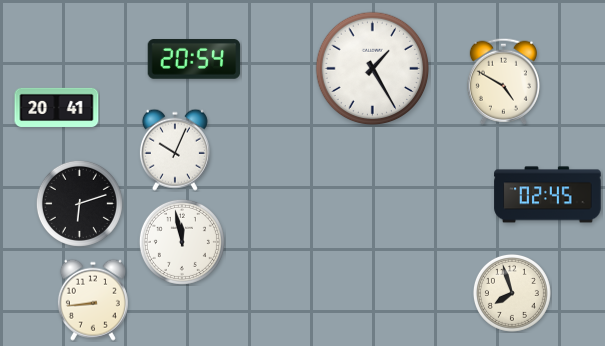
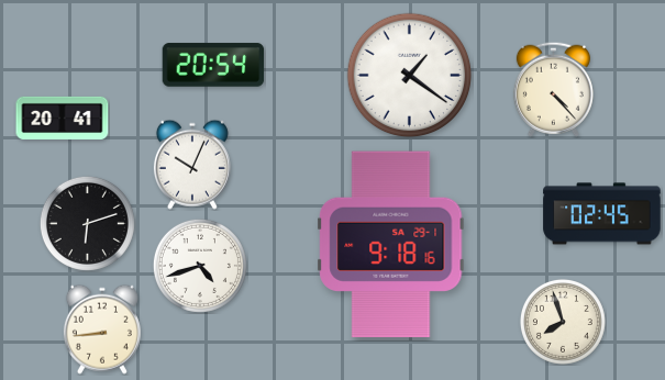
clock at (373, 69): 1:25 -> 1:21
clock at (503, 81): 4:50 -> 4:23
clock at (391, 245): none -> 9:18
clock at (182, 242): 11:58 -> 4:42
